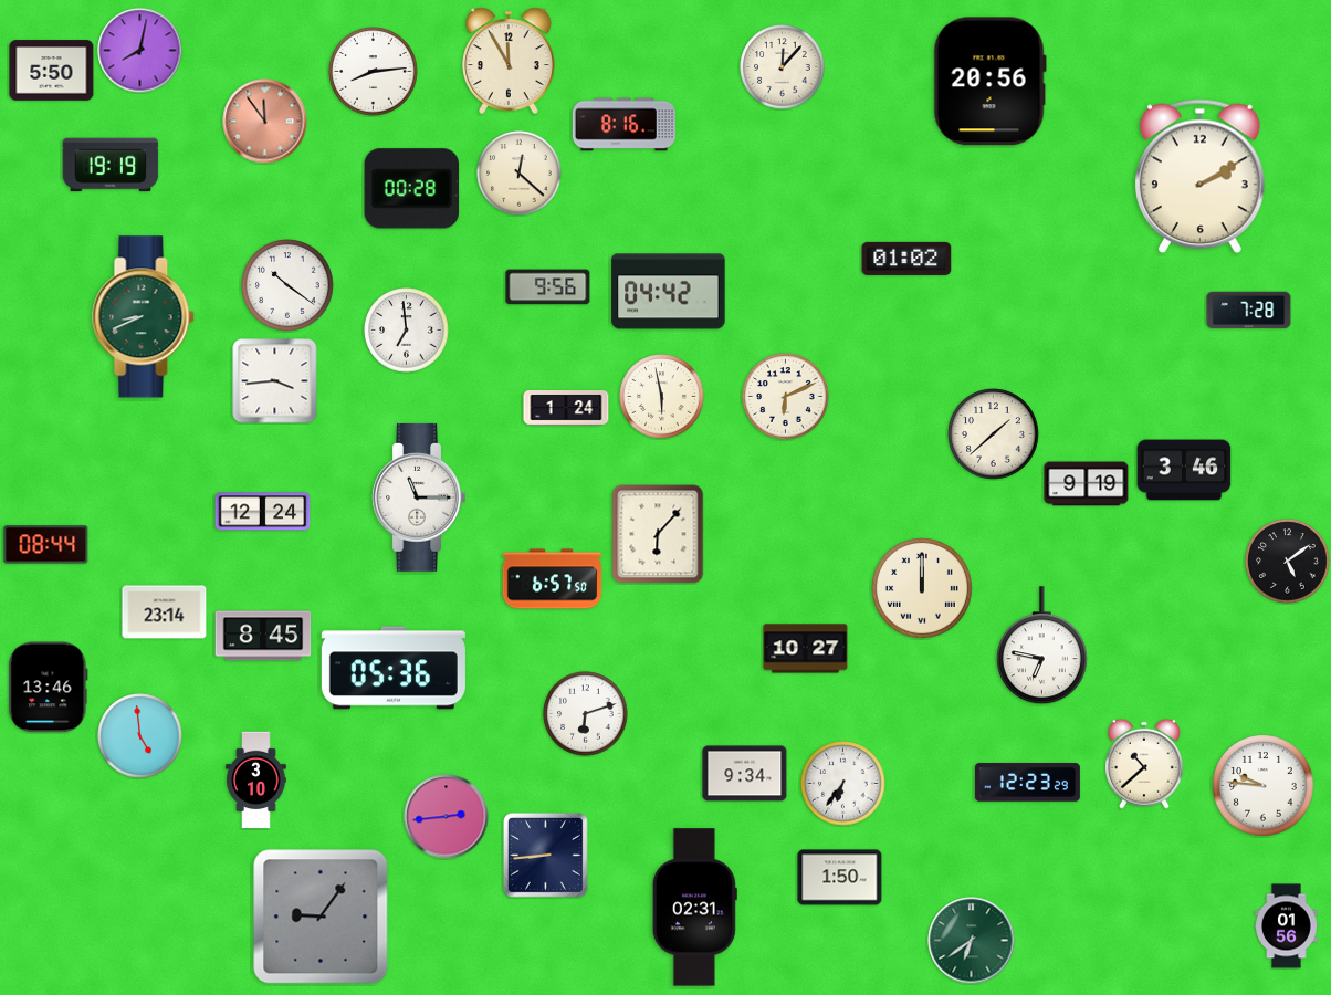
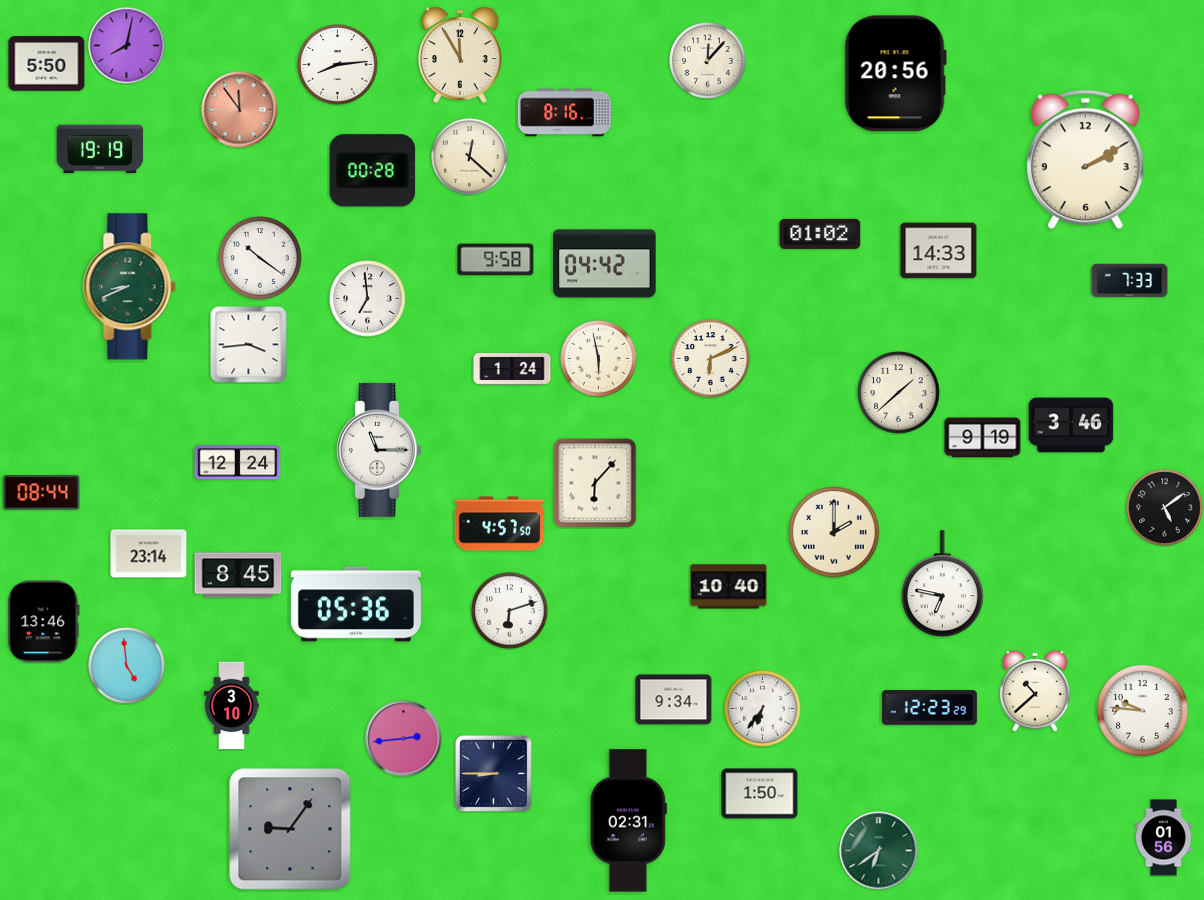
clock at (939, 251): none -> 14:33
clock at (548, 287): 9:56 -> 9:58
clock at (1249, 311): 7:28 -> 7:33
clock at (553, 579): 6:57 -> 4:57
clock at (923, 589): 12:00 -> 2:00
clock at (806, 649): 10:27 -> 10:40
clock at (586, 714) position: (586, 714) -> (510, 611)
clock at (545, 855): 8:44 -> 8:45
